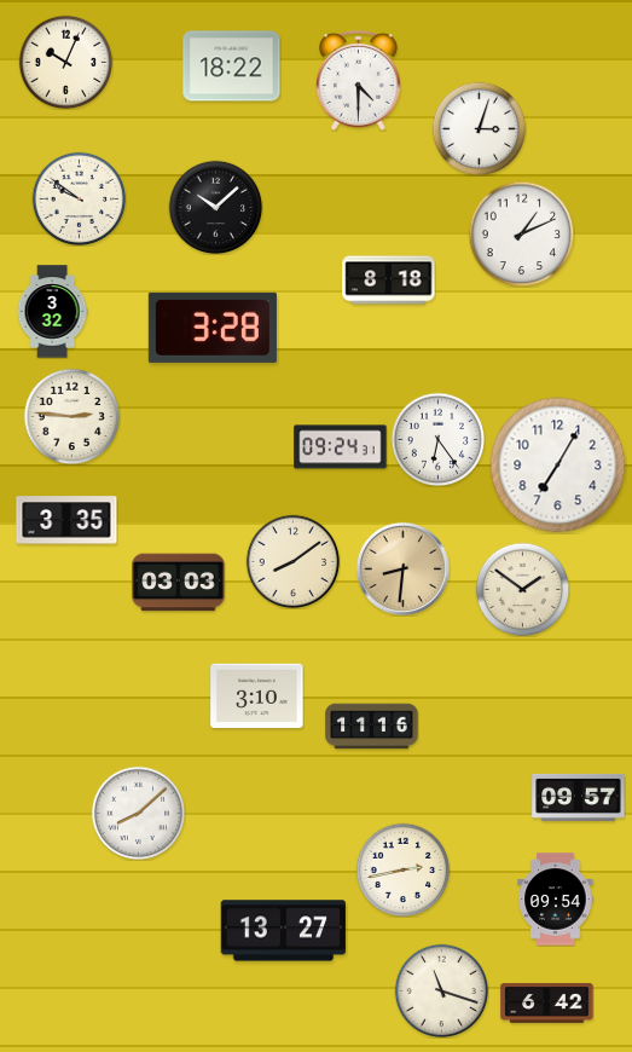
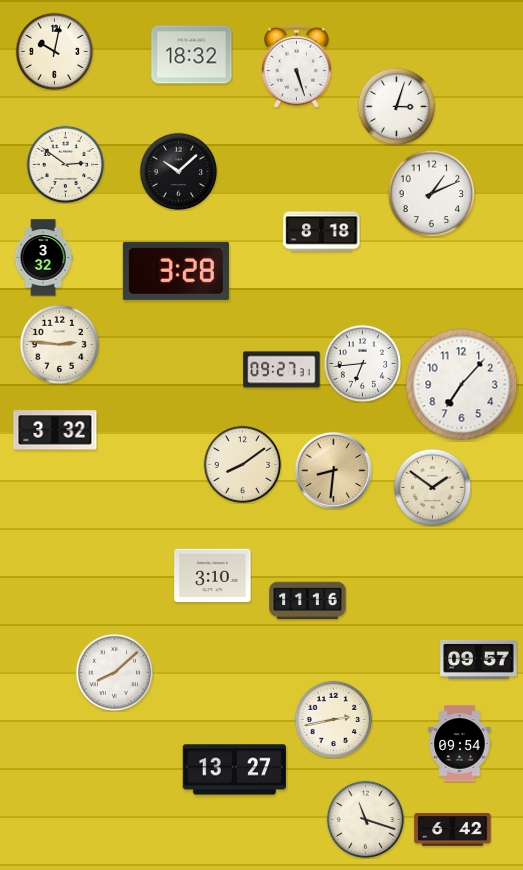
clock at (65, 62): 10:04 -> 10:02
clock at (232, 67): 18:22 -> 18:32
clock at (359, 80): 4:30 -> 5:27
clock at (79, 198): 9:51 -> 2:51
clock at (437, 439): 6:24 -> 6:44
clock at (341, 447): 09:24 -> 09:27
clock at (558, 466): 7:05 -> 7:07
clock at (66, 520): 3:35 -> 3:32
clock at (179, 583): 03:03 -> none
